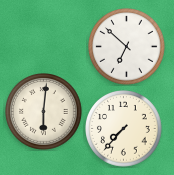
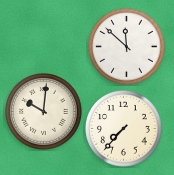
clock at (127, 47): 6:52 -> 11:52
clock at (44, 112): 6:01 -> 10:01
